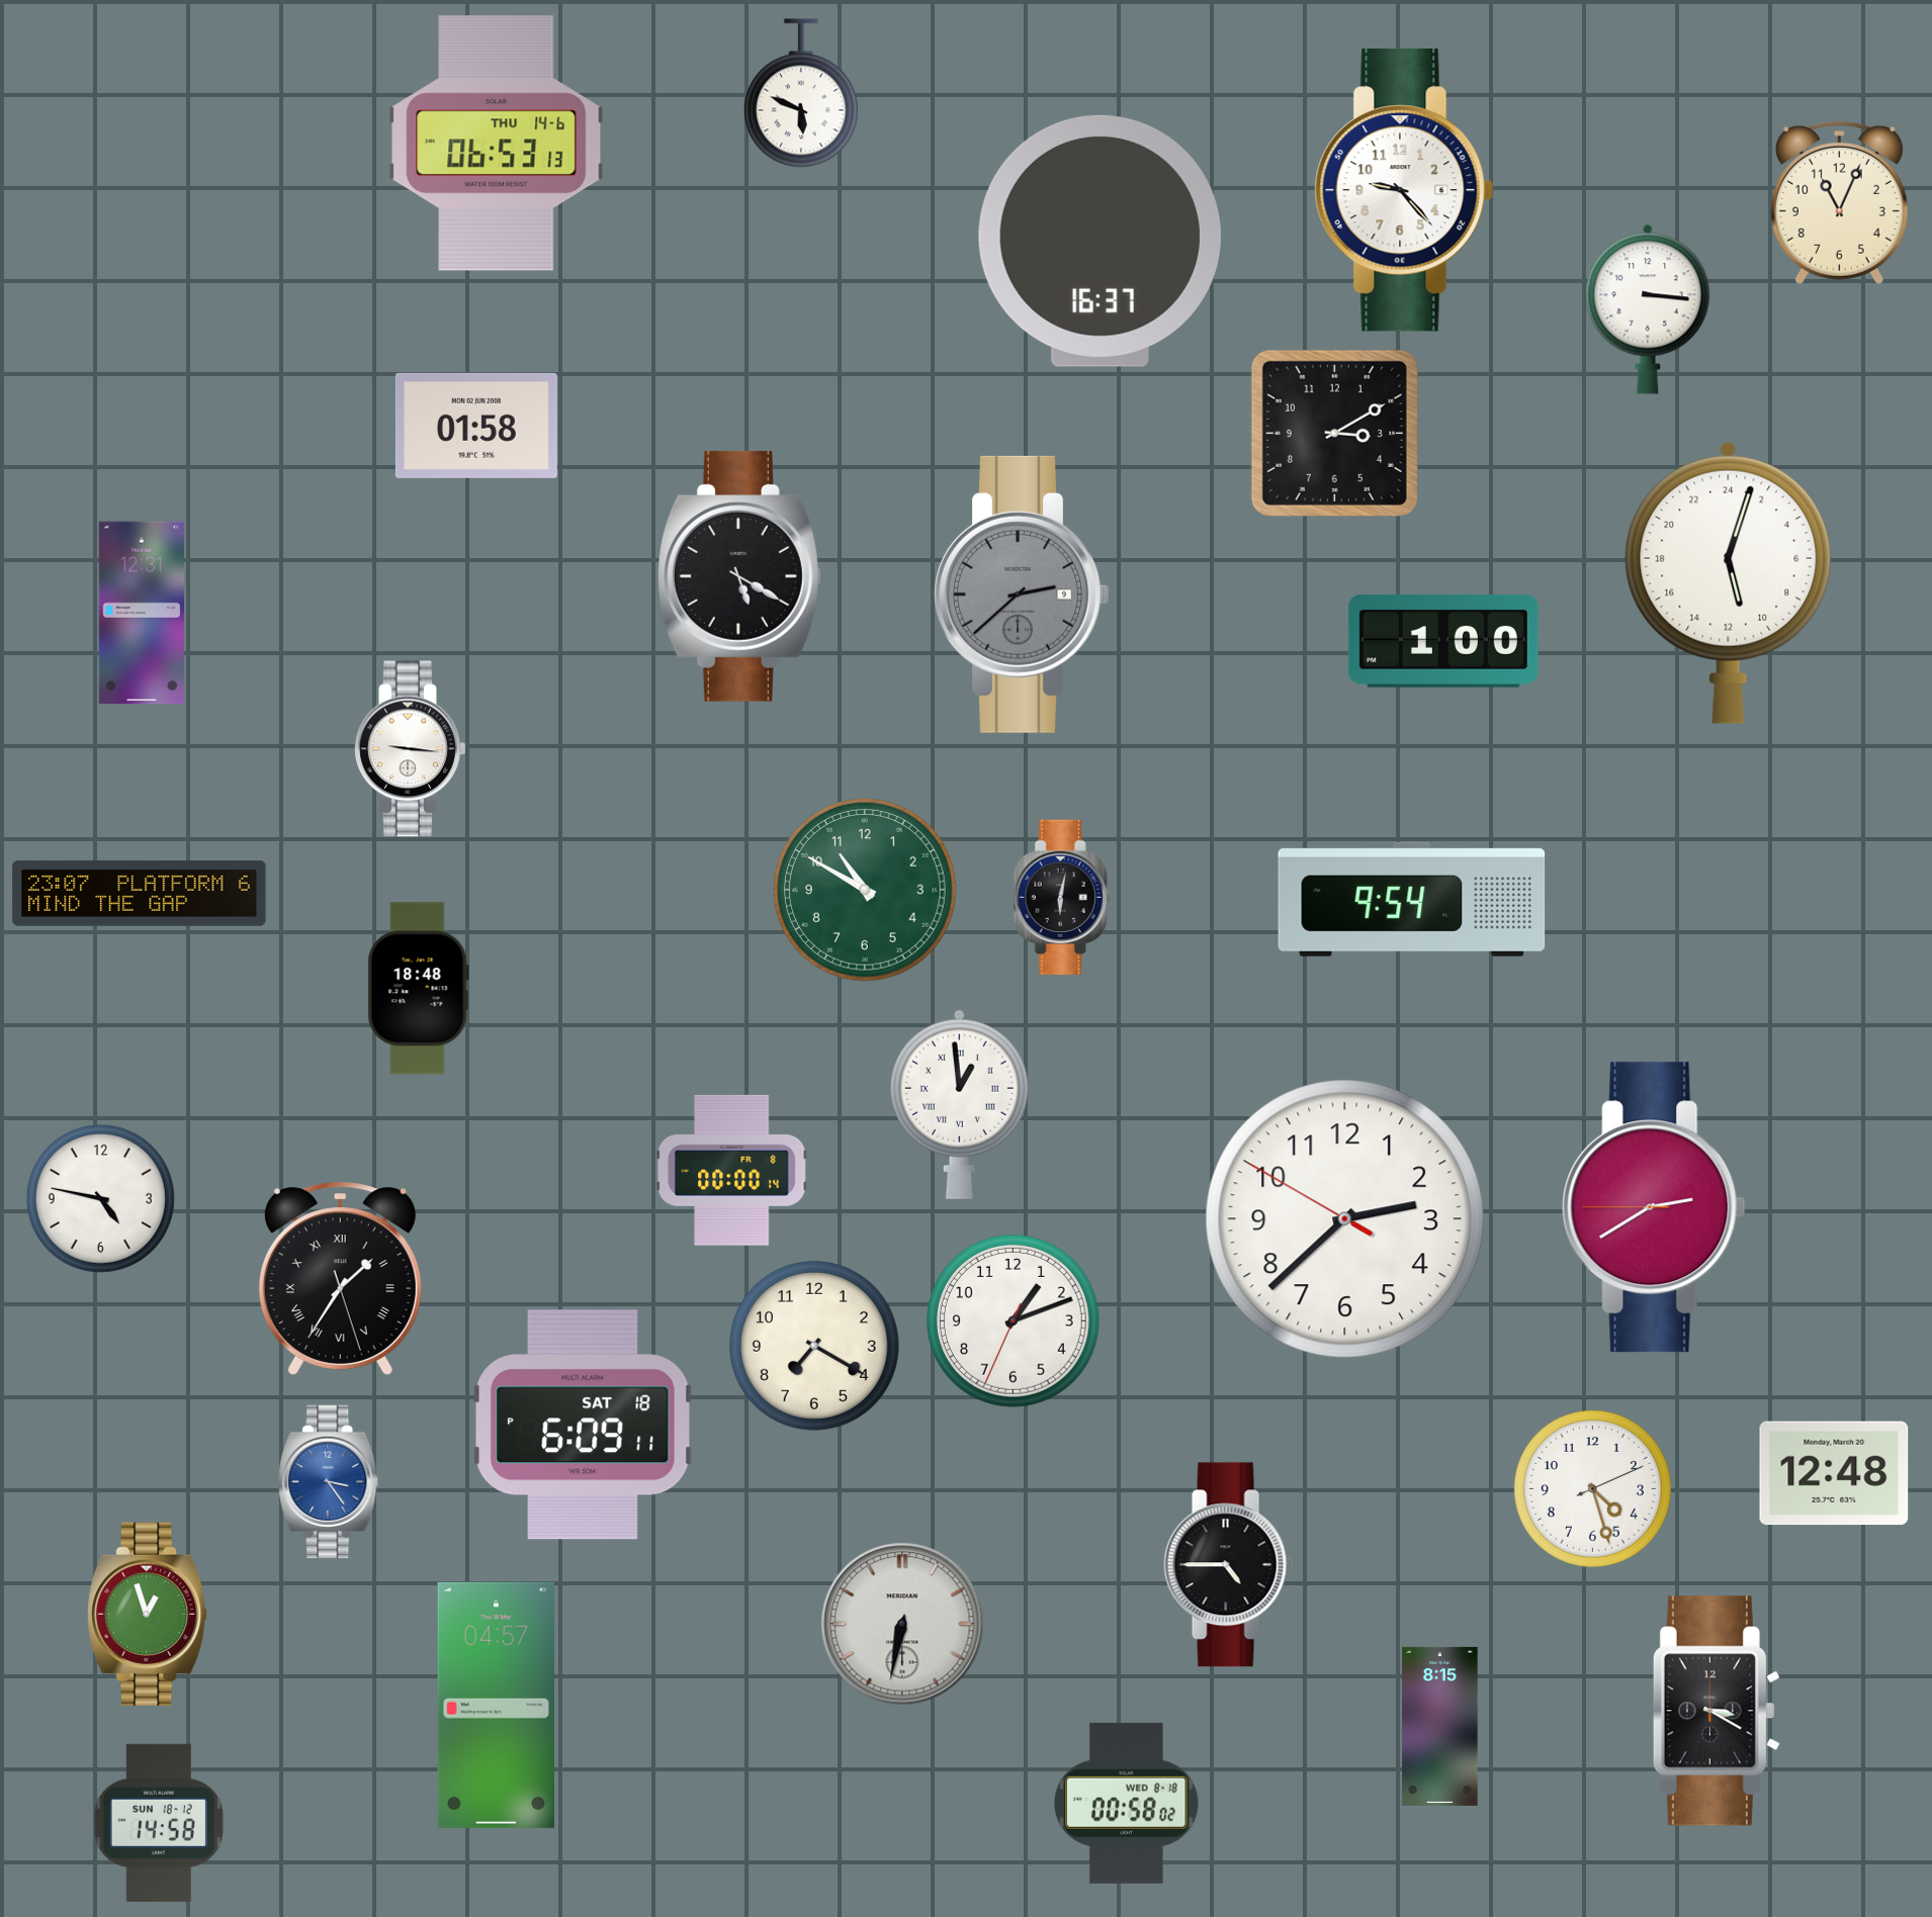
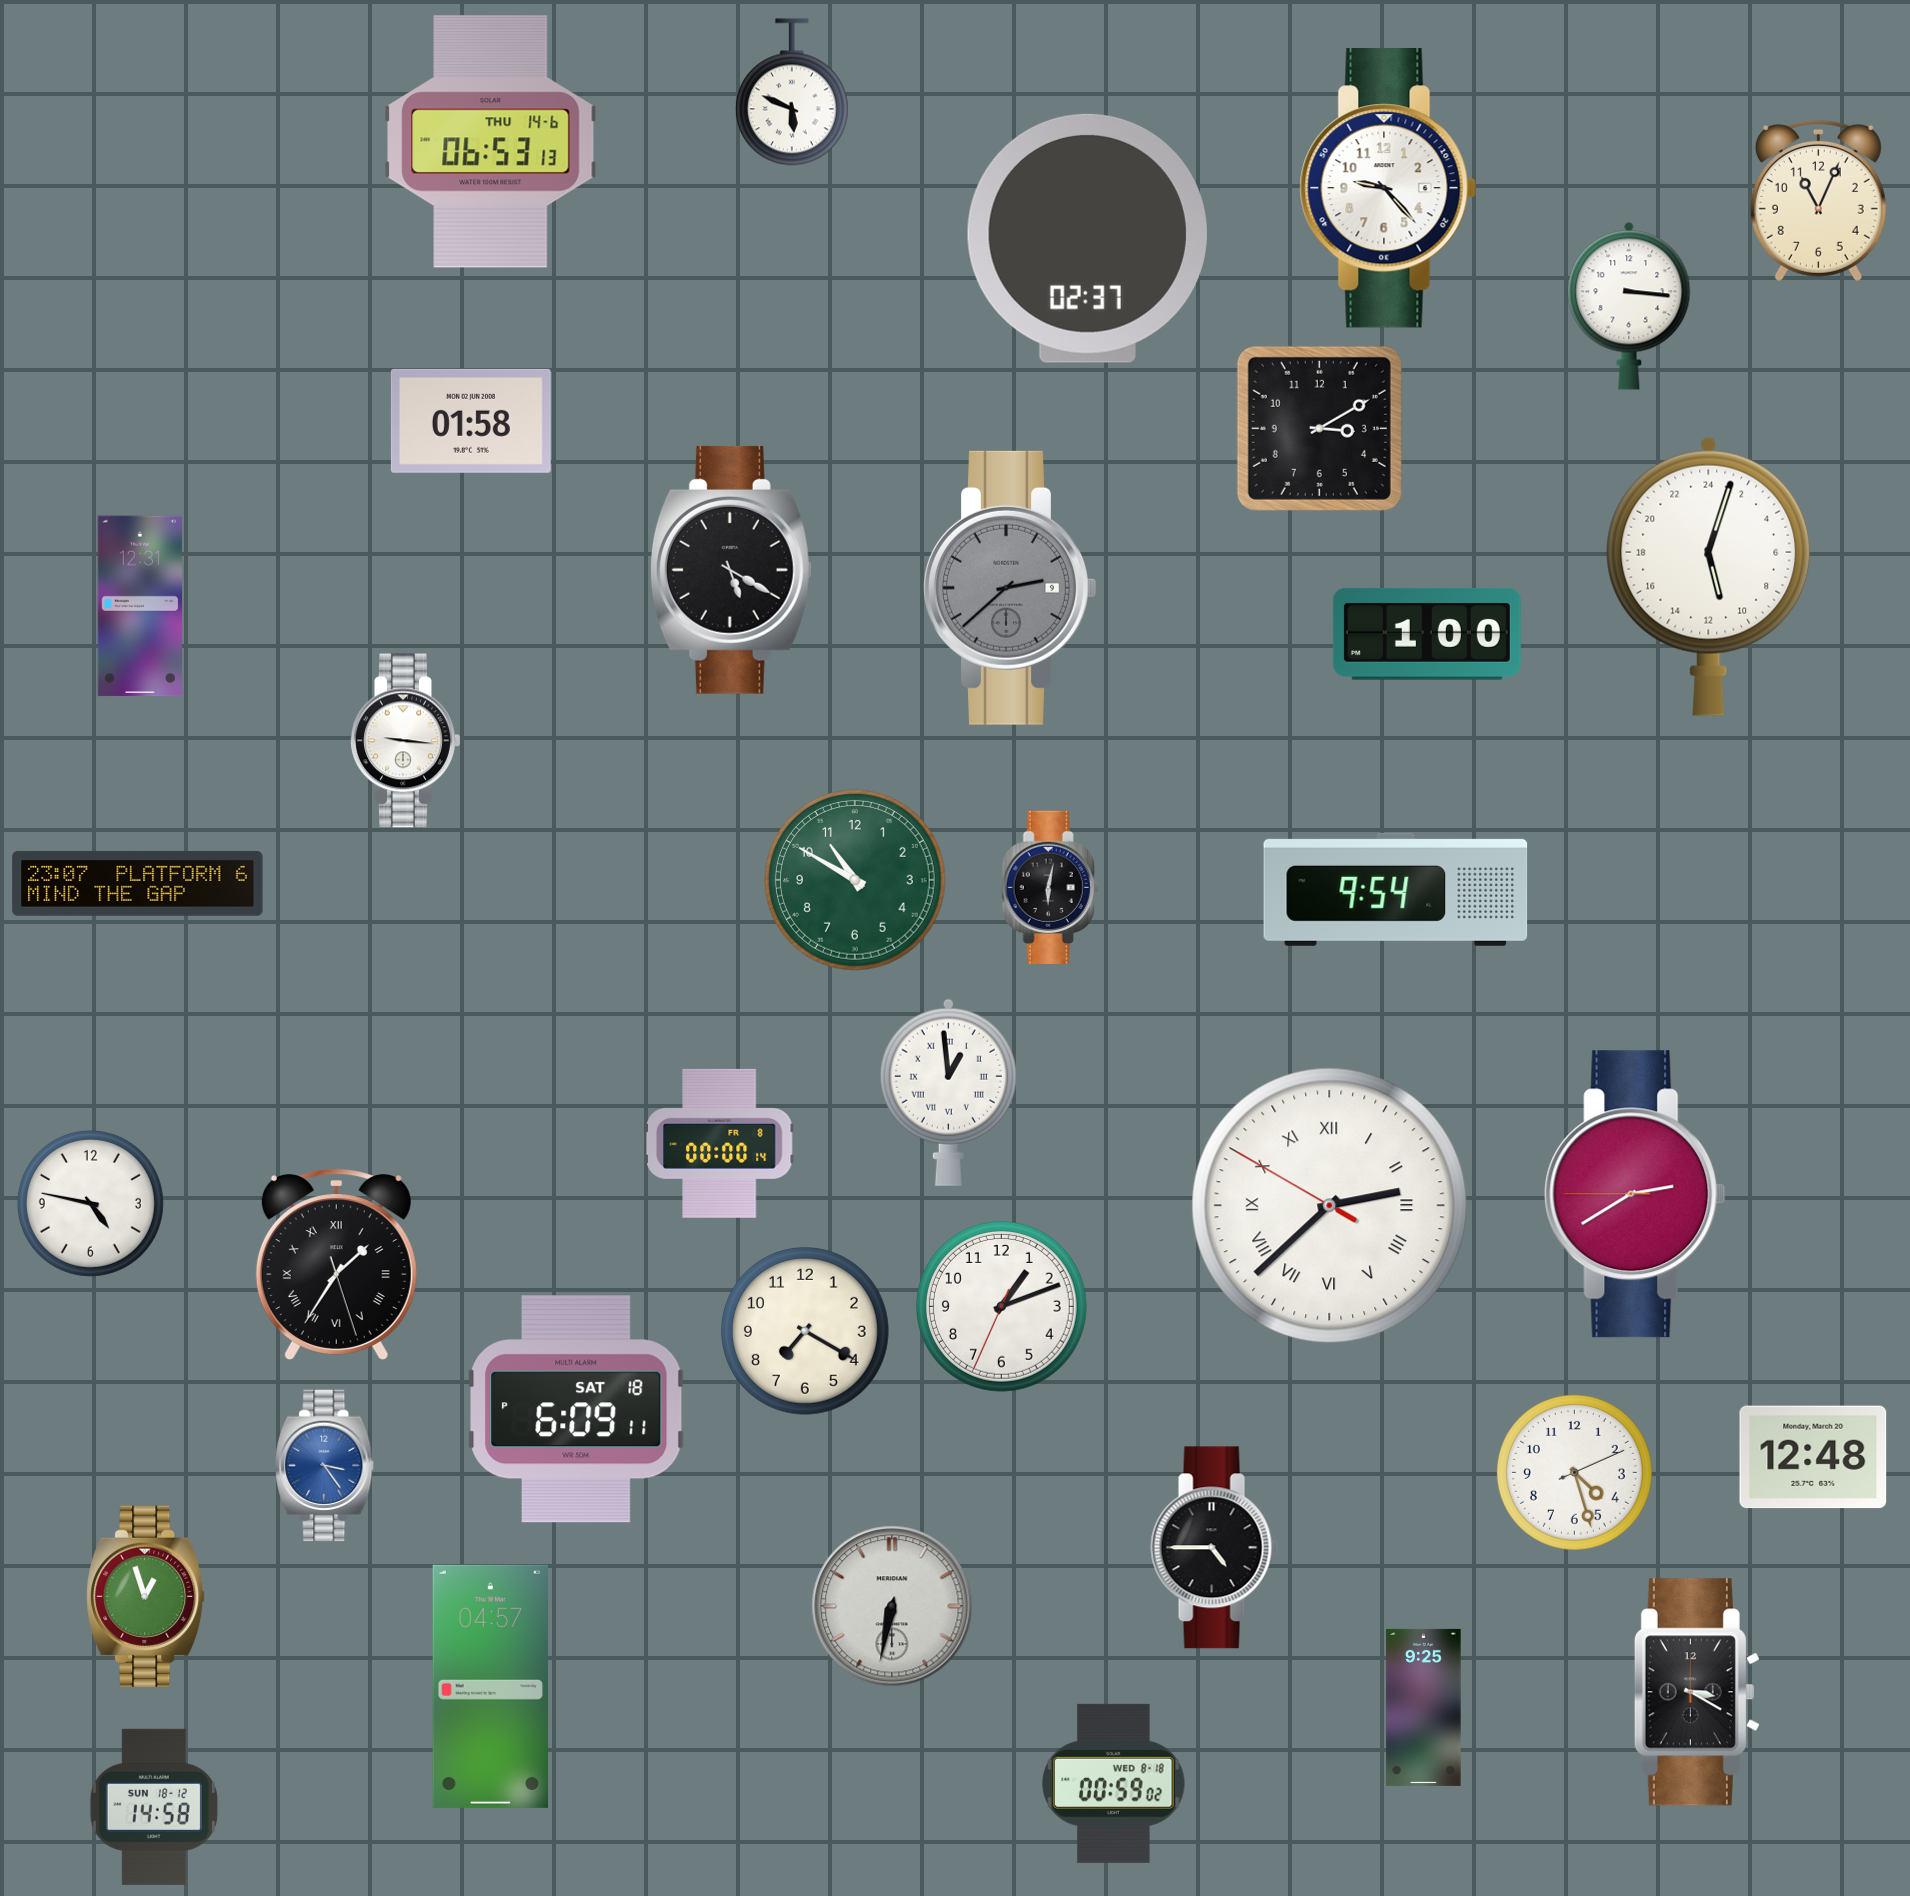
clock at (1100, 241): 16:37 -> 02:37
clock at (418, 989): 18:48 -> none
clock at (731, 1170) position: (731, 1170) -> (719, 1143)
clock at (100, 1198) position: (100, 1198) -> (90, 1203)
clock at (1345, 1219) numerals: Arabic -> Roman
clock at (1440, 1726): 8:15 -> 9:25
clock at (1127, 1803): 00:58 -> 00:59
clock at (159, 1823) position: (159, 1823) -> (154, 1807)
